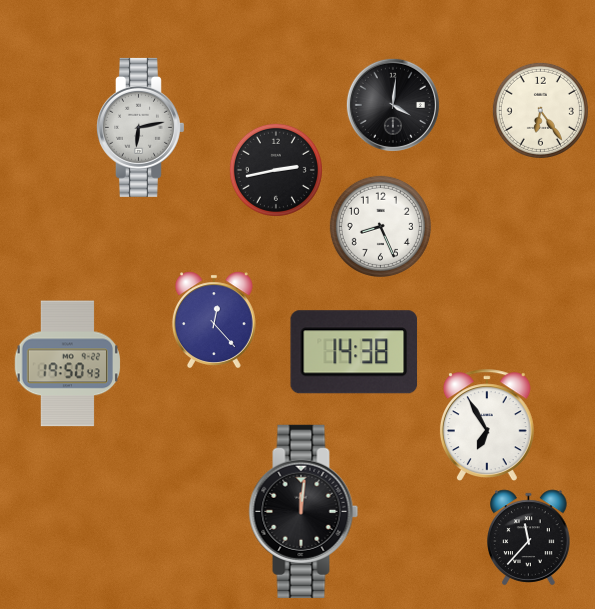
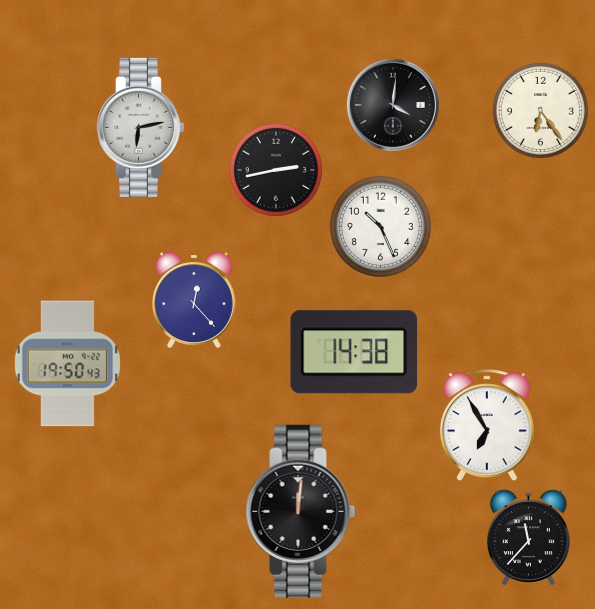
clock at (380, 226): 8:26 -> 10:26
clock at (214, 319) position: (214, 319) -> (194, 299)
clock at (304, 511) position: (304, 511) -> (301, 511)
